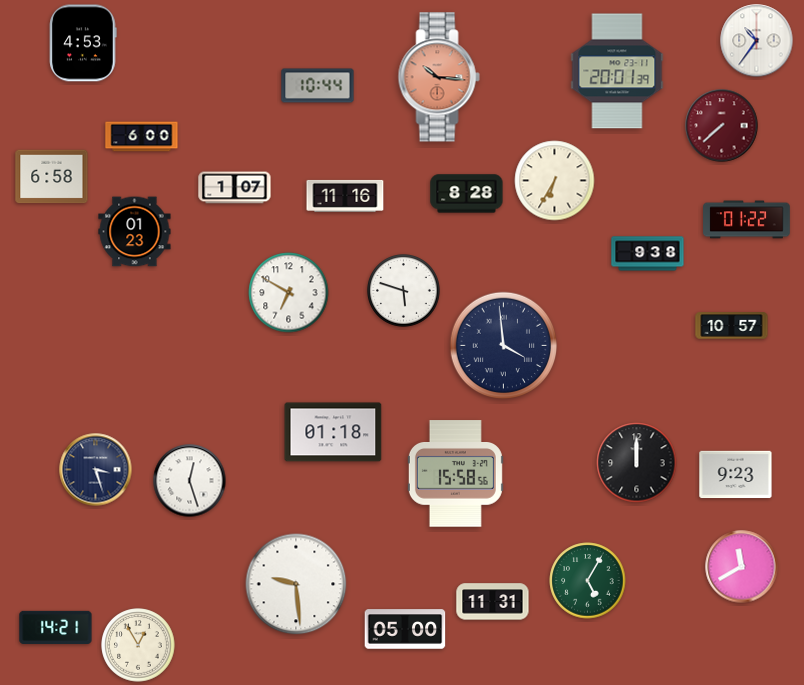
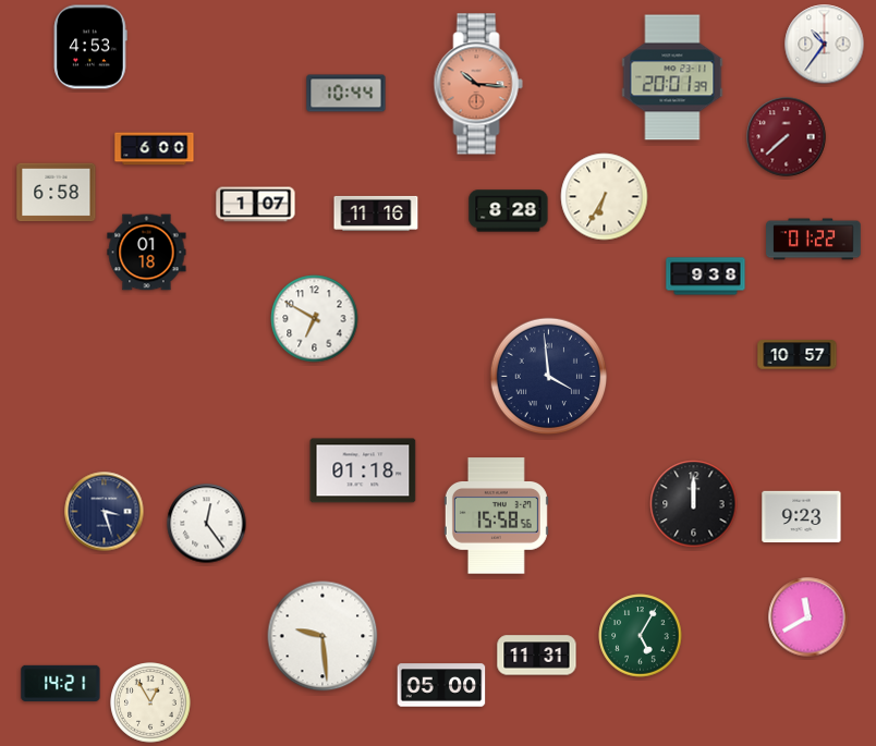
clock at (135, 232): 01:23 -> 01:18
clock at (404, 291): 5:48 -> none
clock at (190, 481): 12:27 -> 12:24
clock at (588, 581) position: (588, 581) -> (641, 636)
